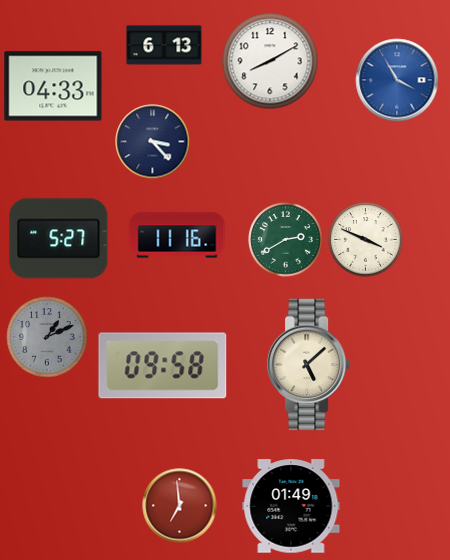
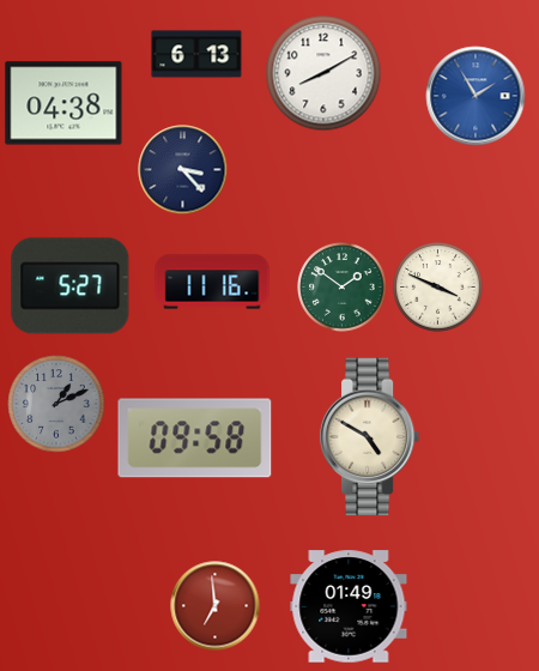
clock at (397, 80): 3:55 -> 1:55
clock at (53, 86): 04:33 -> 04:38
clock at (286, 240): 2:40 -> 1:51
clock at (309, 365): 5:08 -> 4:50
